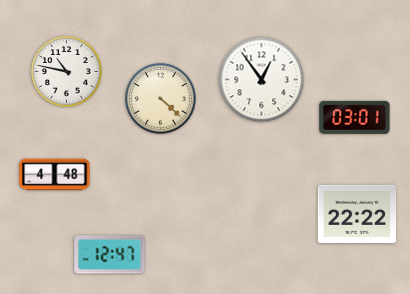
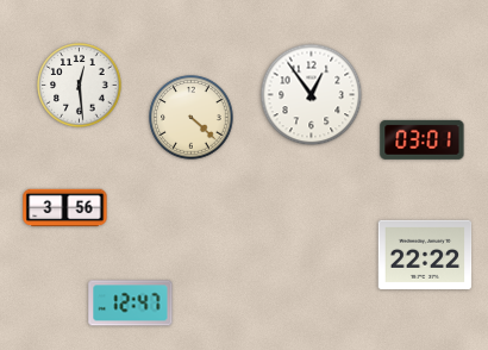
clock at (67, 72): 10:47 -> 12:29
clock at (55, 175): 4:48 -> 3:56
